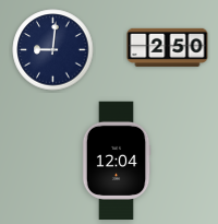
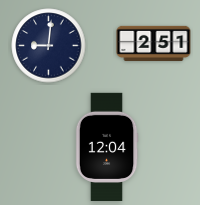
clock at (168, 47): 2:50 -> 2:51
